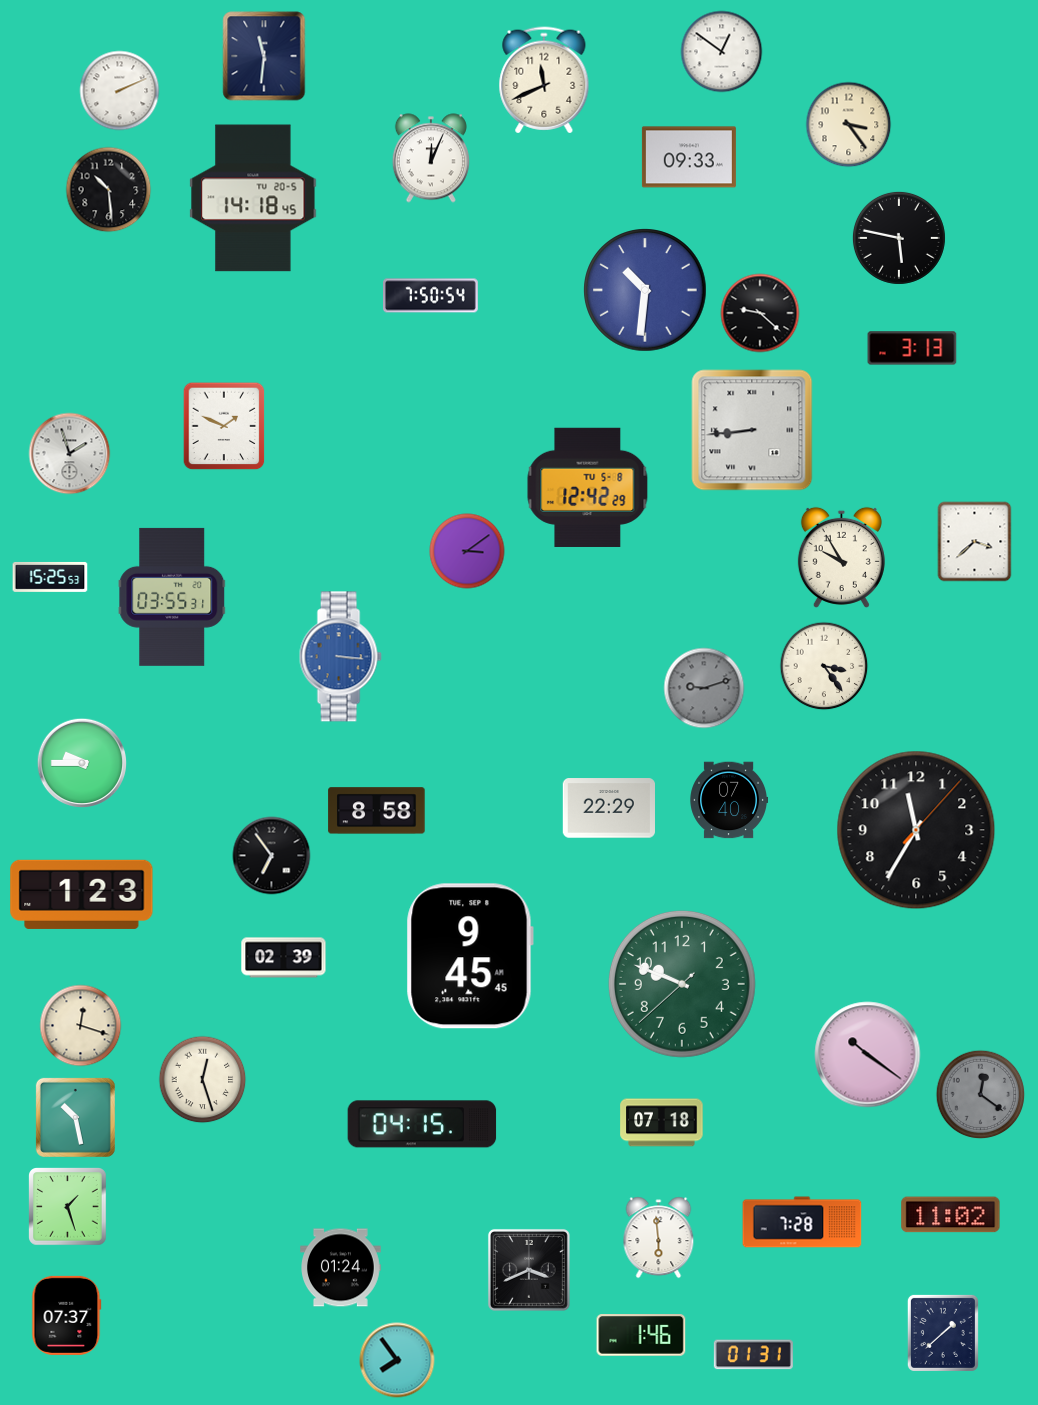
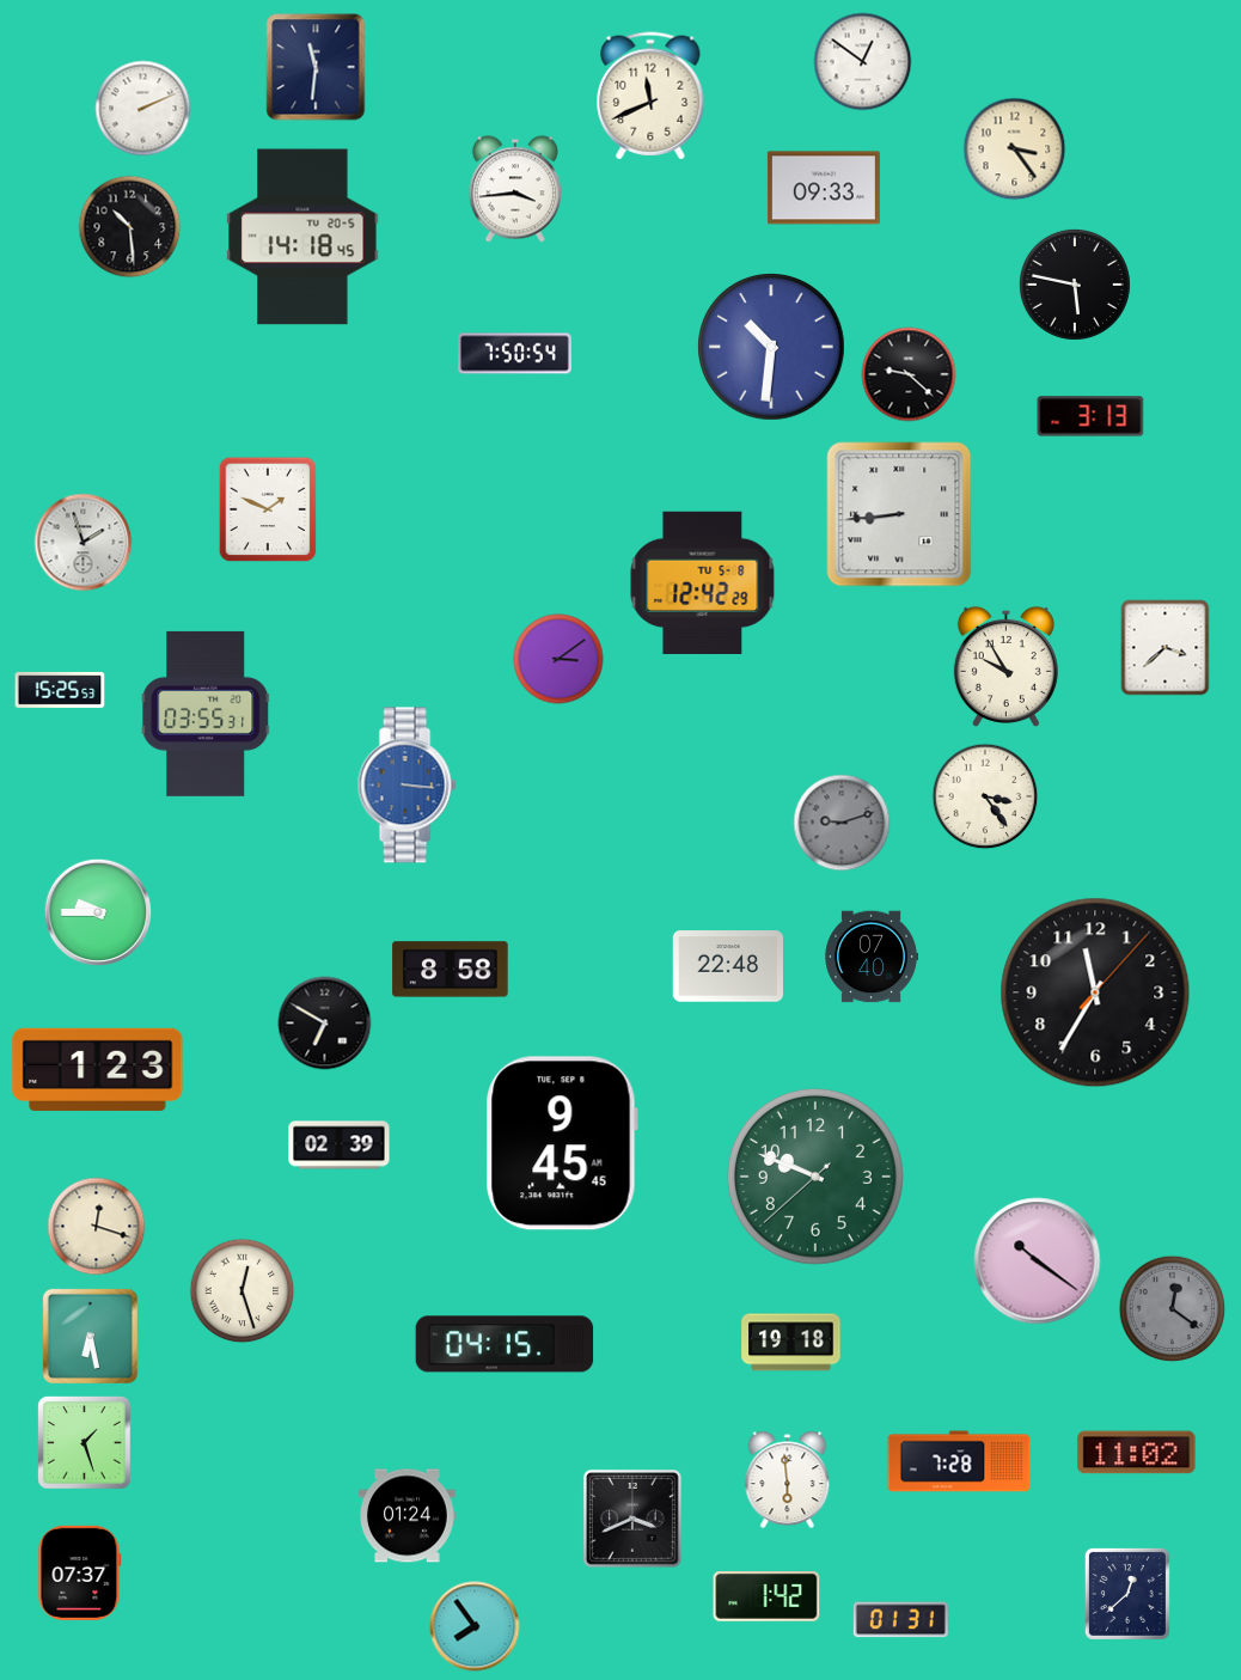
clock at (431, 158): 12:04 -> 3:44
clock at (608, 808): 22:29 -> 22:48
clock at (272, 856): 6:54 -> 6:50
clock at (75, 1117): 10:28 -> 6:28
clock at (662, 1123): 07:18 -> 19:18
clock at (68, 1207) position: (68, 1207) -> (85, 1443)
clock at (943, 1333): 1:38 -> 12:38
clock at (641, 1335): 1:46 -> 1:42
